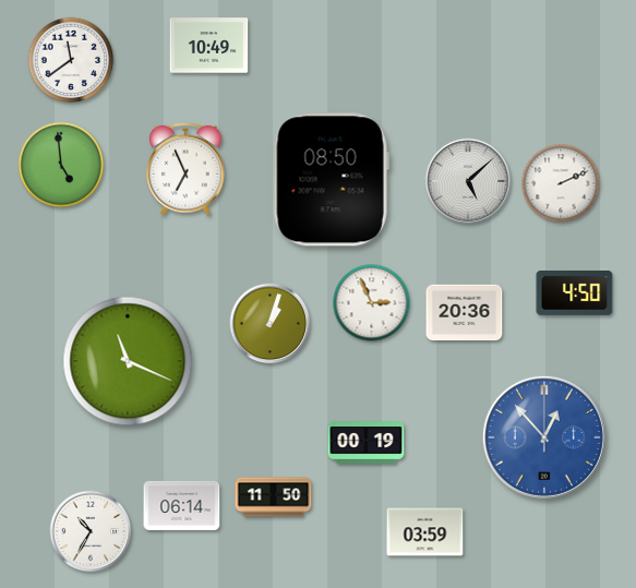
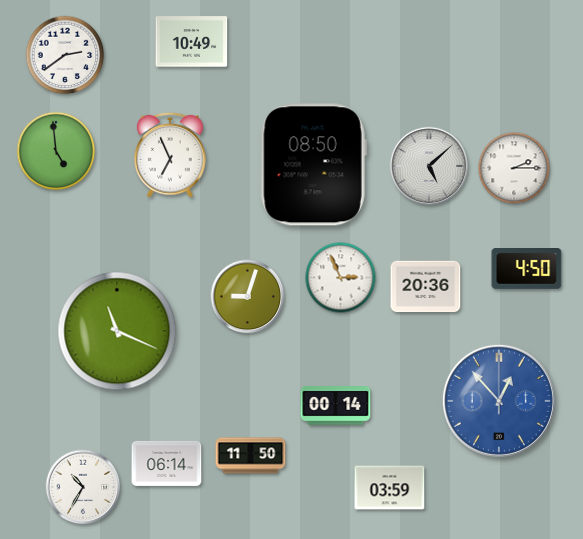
clock at (71, 60): 11:39 -> 2:39
clock at (331, 180) position: (331, 180) -> (313, 165)
clock at (561, 183): 2:11 -> 2:15
clock at (271, 324): 1:03 -> 9:03
clock at (367, 443): 00:19 -> 00:14
